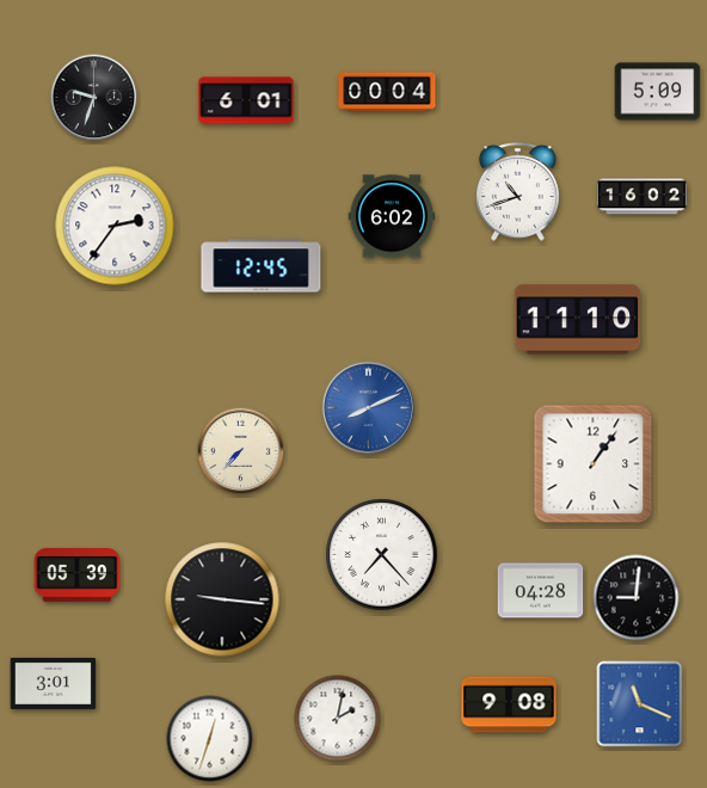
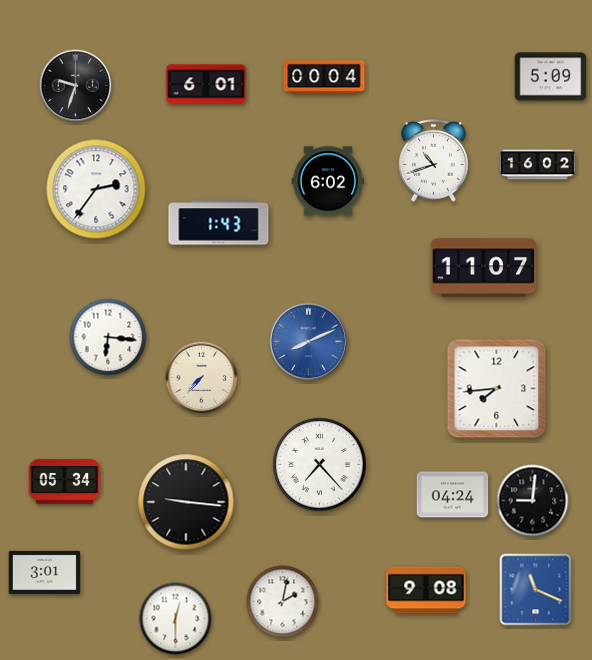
clock at (94, 98) position: (94, 98) -> (76, 86)
clock at (262, 266): 12:45 -> 1:43
clock at (578, 320): 11:10 -> 11:07
clock at (108, 337): none -> 6:16
clock at (594, 464): 1:06 -> 7:44
clock at (78, 575): 05:39 -> 05:34
clock at (541, 591): 04:28 -> 04:24
clock at (210, 739): 12:33 -> 12:30
